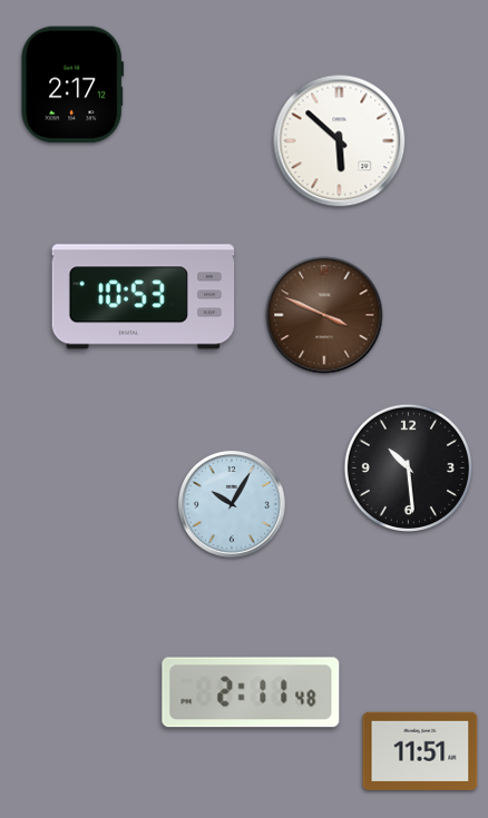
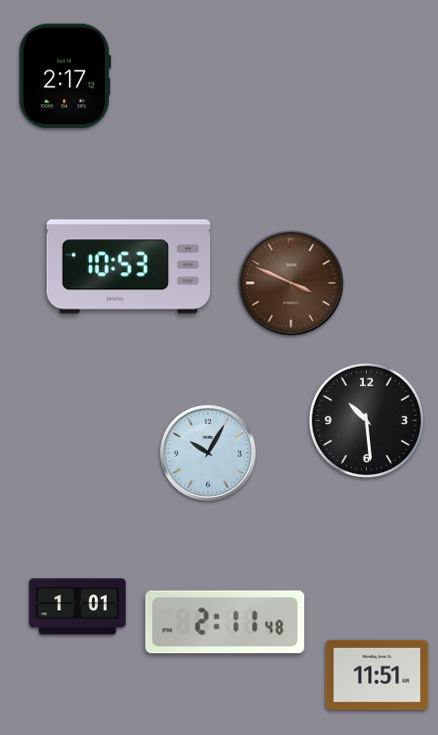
clock at (340, 141): 5:52 -> none
clock at (78, 607): none -> 1:01
